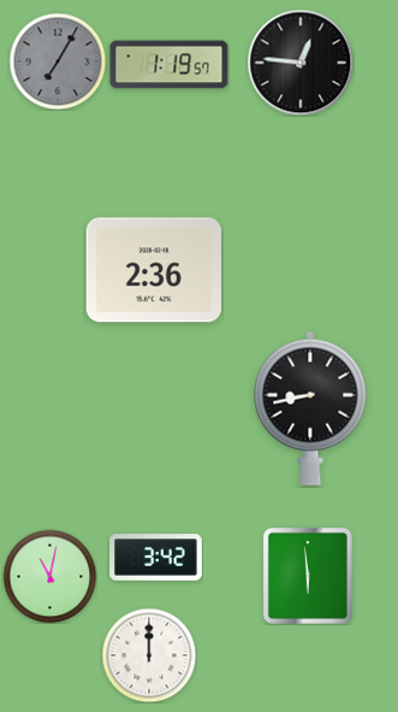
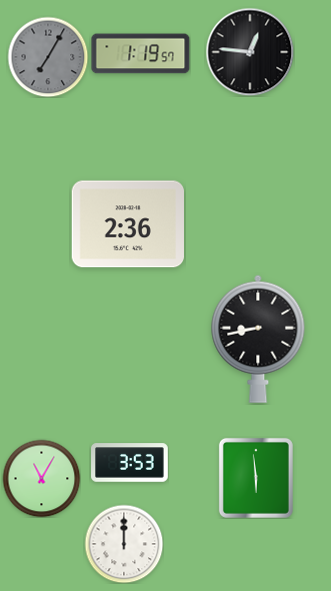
clock at (58, 61) position: (58, 61) -> (48, 57)
clock at (156, 558): 3:42 -> 3:53
clock at (49, 576): 11:02 -> 11:05
